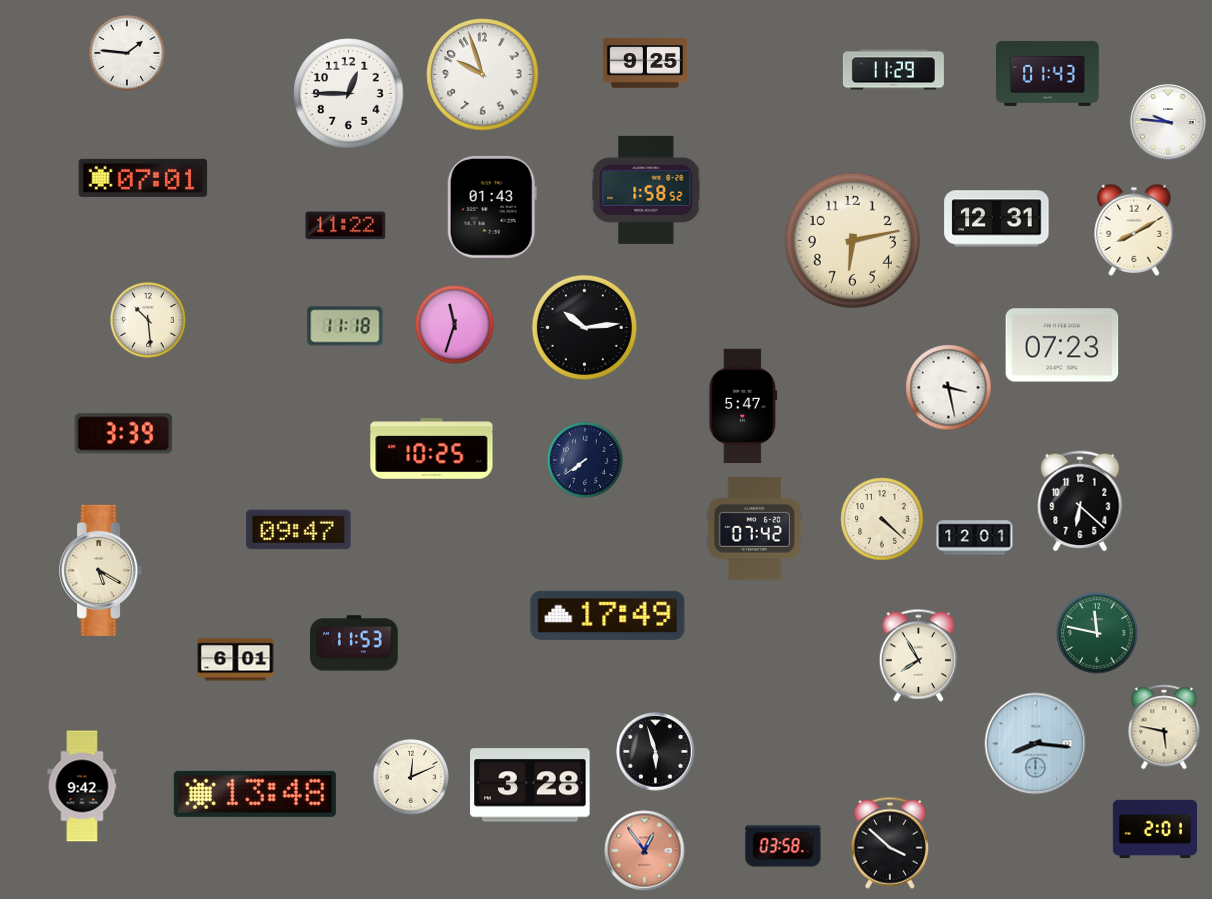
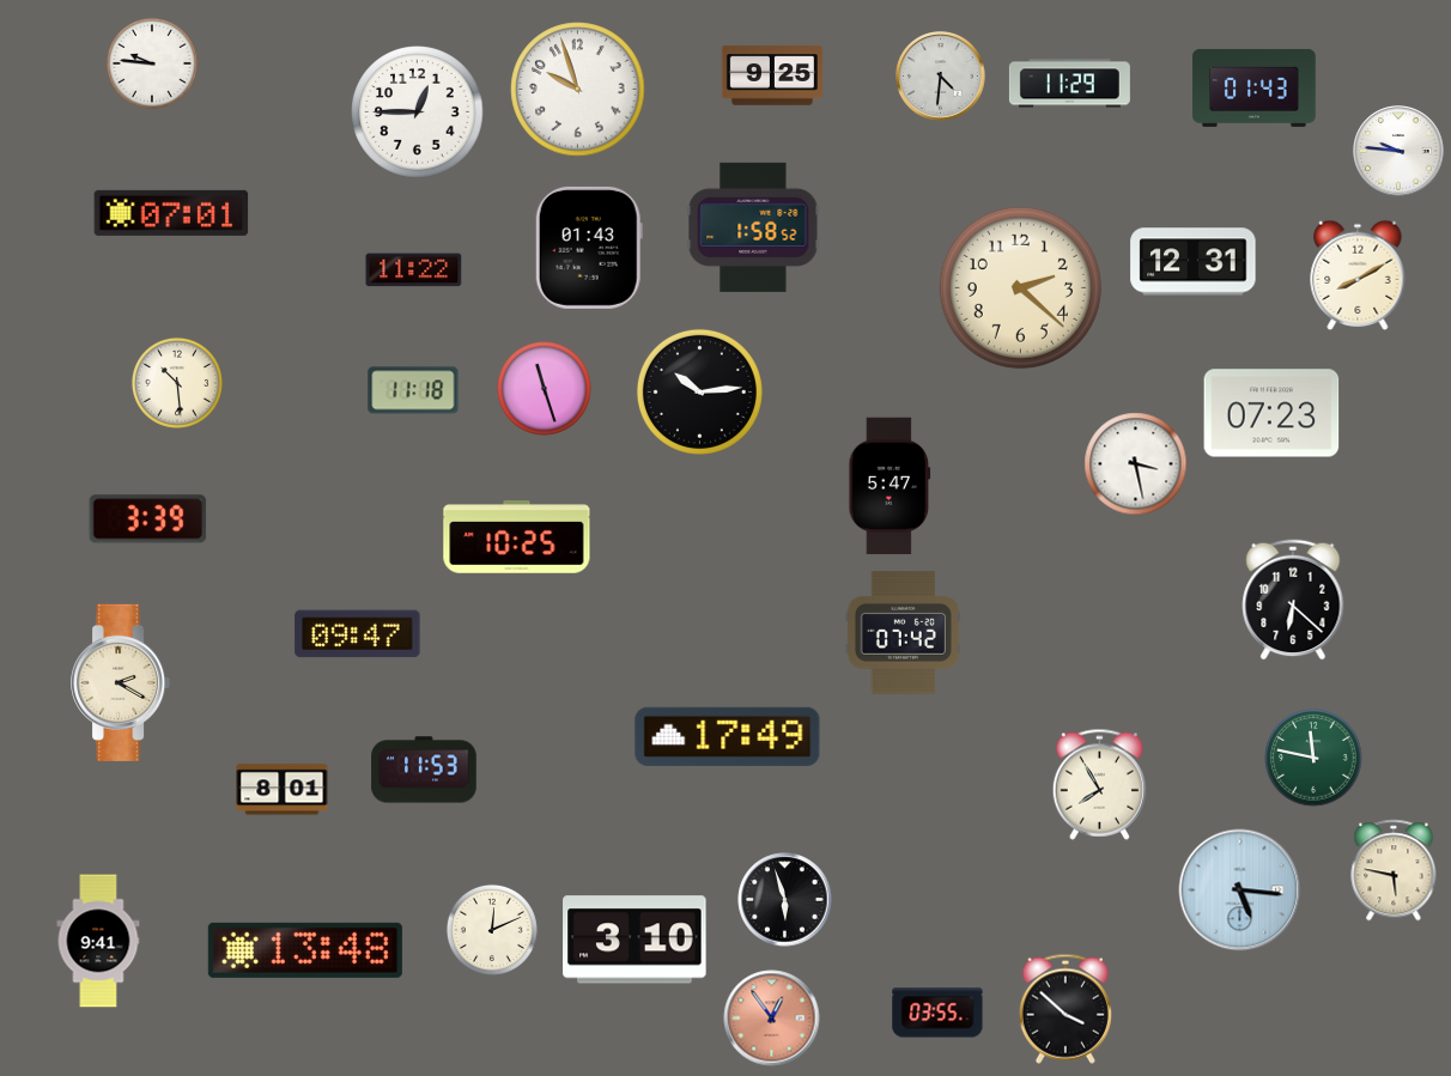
clock at (127, 53): 1:46 -> 9:46
clock at (941, 77): none -> 4:31
clock at (1168, 122) position: (1168, 122) -> (1398, 151)
clock at (646, 190) position: (646, 190) -> (753, 227)
clock at (852, 240): 6:13 -> 2:22
clock at (455, 325): 11:33 -> 11:27
clock at (585, 460): 7:39 -> none
clock at (882, 519): 4:22 -> none
clock at (975, 538): 12:01 -> none
clock at (101, 570): 5:20 -> 2:20
clock at (236, 660): 6:01 -> 8:01
clock at (1036, 744): 8:16 -> 5:16
clock at (530, 785): 3:28 -> 3:10
clock at (82, 786): 9:42 -> 9:41
clock at (1154, 828): 2:01 -> none
clock at (783, 846): 03:58 -> 03:55
